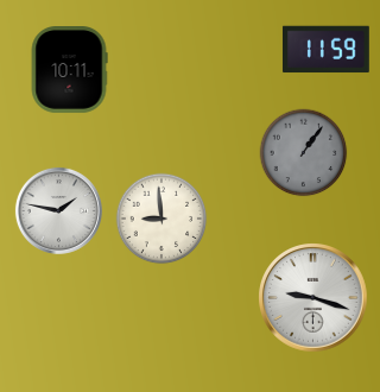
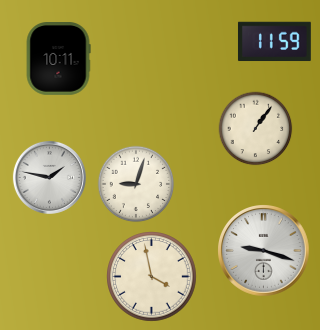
clock at (304, 153) dial: grey -> cream
clock at (161, 219): 8:59 -> 9:03
clock at (152, 277): none -> 3:58
